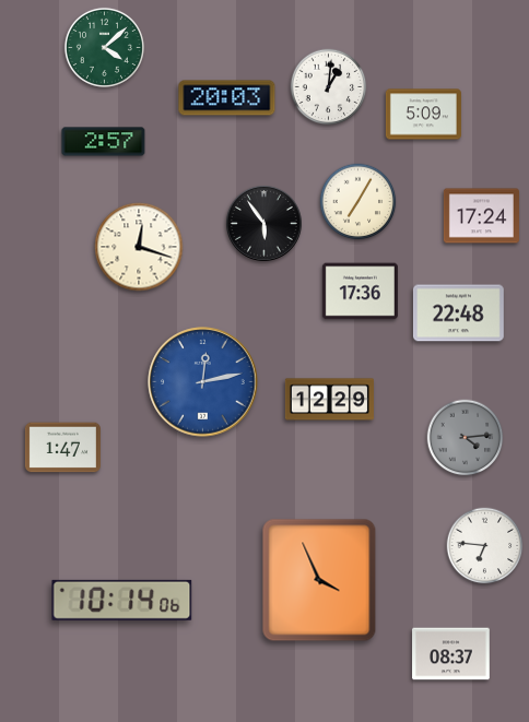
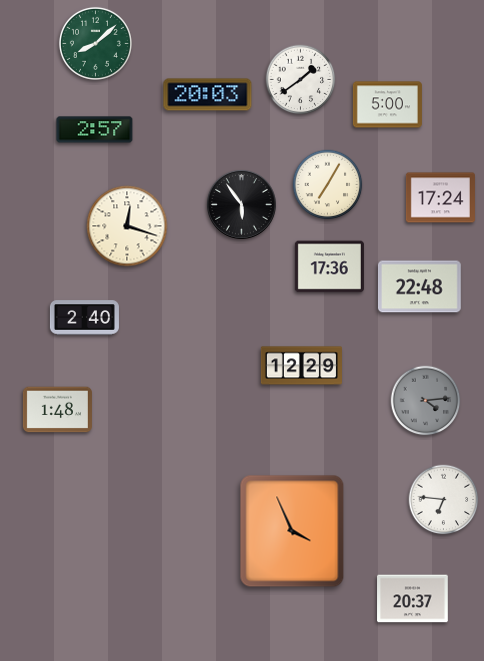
clock at (104, 47): 4:08 -> 8:08
clock at (329, 87): 1:01 -> 1:39
clock at (227, 98) position: (227, 98) -> (208, 95)
clock at (423, 115): 5:09 -> 5:00
clock at (84, 318): none -> 2:40
clock at (203, 382): 12:13 -> none
clock at (62, 448): 1:47 -> 1:48
clock at (122, 600): 10:14 -> none
clock at (451, 654): 08:37 -> 20:37
